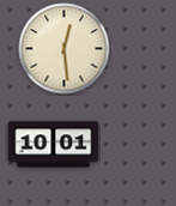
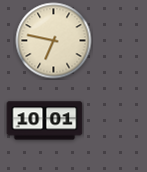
clock at (65, 49): 12:29 -> 6:47
